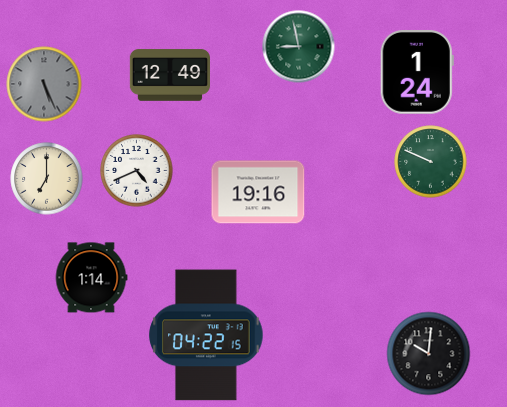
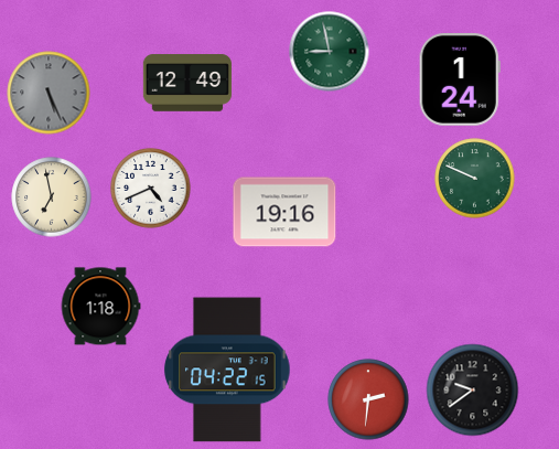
clock at (47, 179): 7:00 -> 6:58
clock at (91, 278): 1:14 -> 1:18
clock at (429, 354): 10:01 -> 9:39
clock at (368, 399): none -> 2:31
